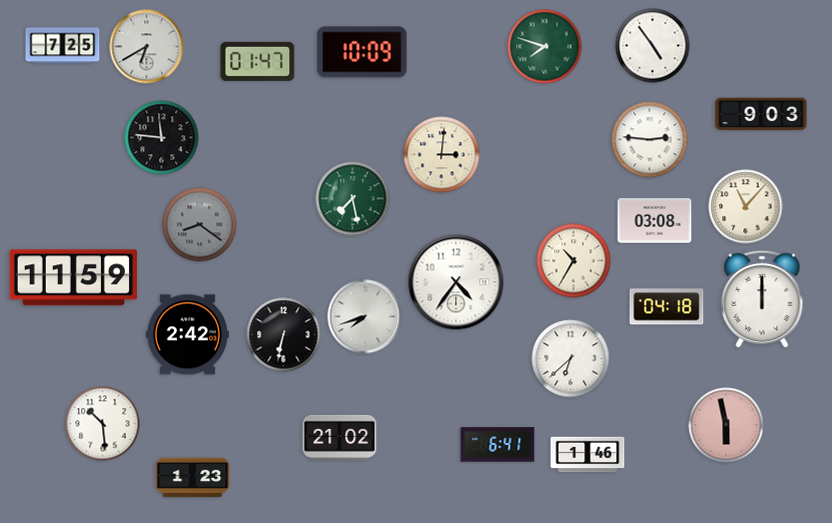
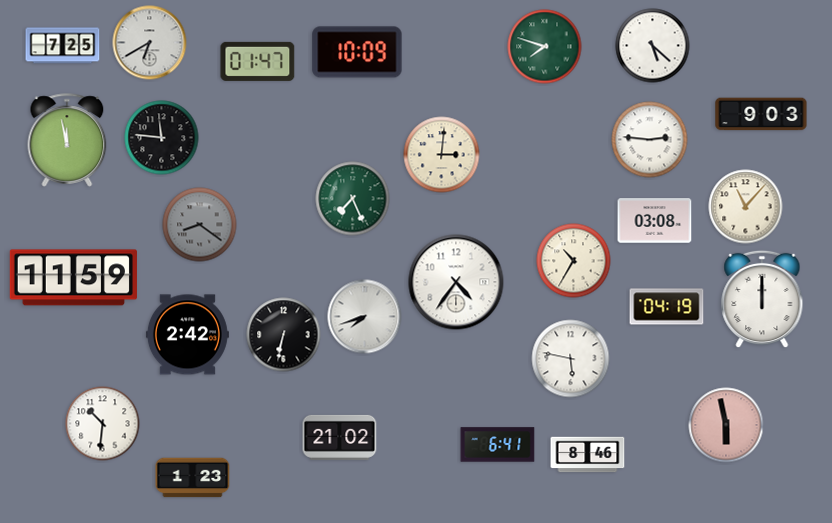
clock at (653, 46): 4:54 -> 5:22
clock at (147, 47) position: (147, 47) -> (150, 43)
clock at (362, 52) position: (362, 52) -> (357, 52)
clock at (67, 140): none -> 11:58
clock at (353, 199): 7:28 -> 7:26
clock at (667, 307): 04:18 -> 04:19
clock at (571, 359): 6:38 -> 5:47
clock at (103, 424): 10:29 -> 10:31
clock at (588, 455): 1:46 -> 8:46
